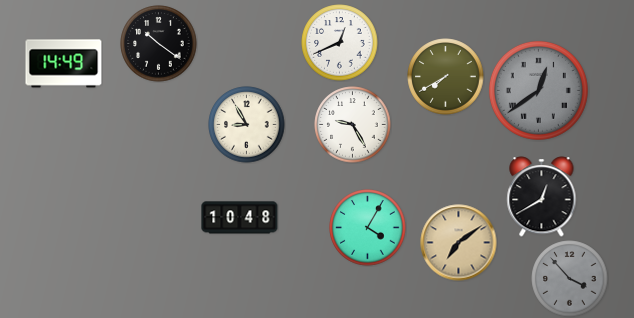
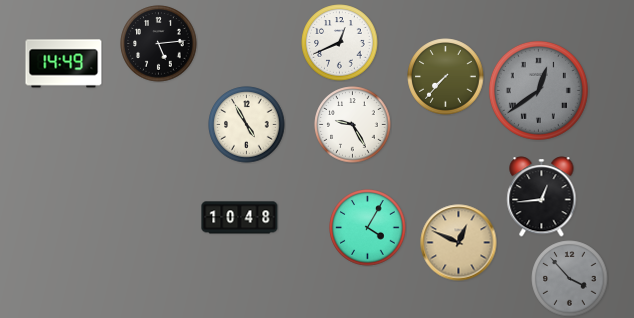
clock at (159, 44): 10:21 -> 5:14
clock at (446, 77): 7:40 -> 7:37
clock at (247, 125): 8:55 -> 4:55
clock at (542, 197): 12:40 -> 12:44
clock at (459, 243): 7:09 -> 12:49
